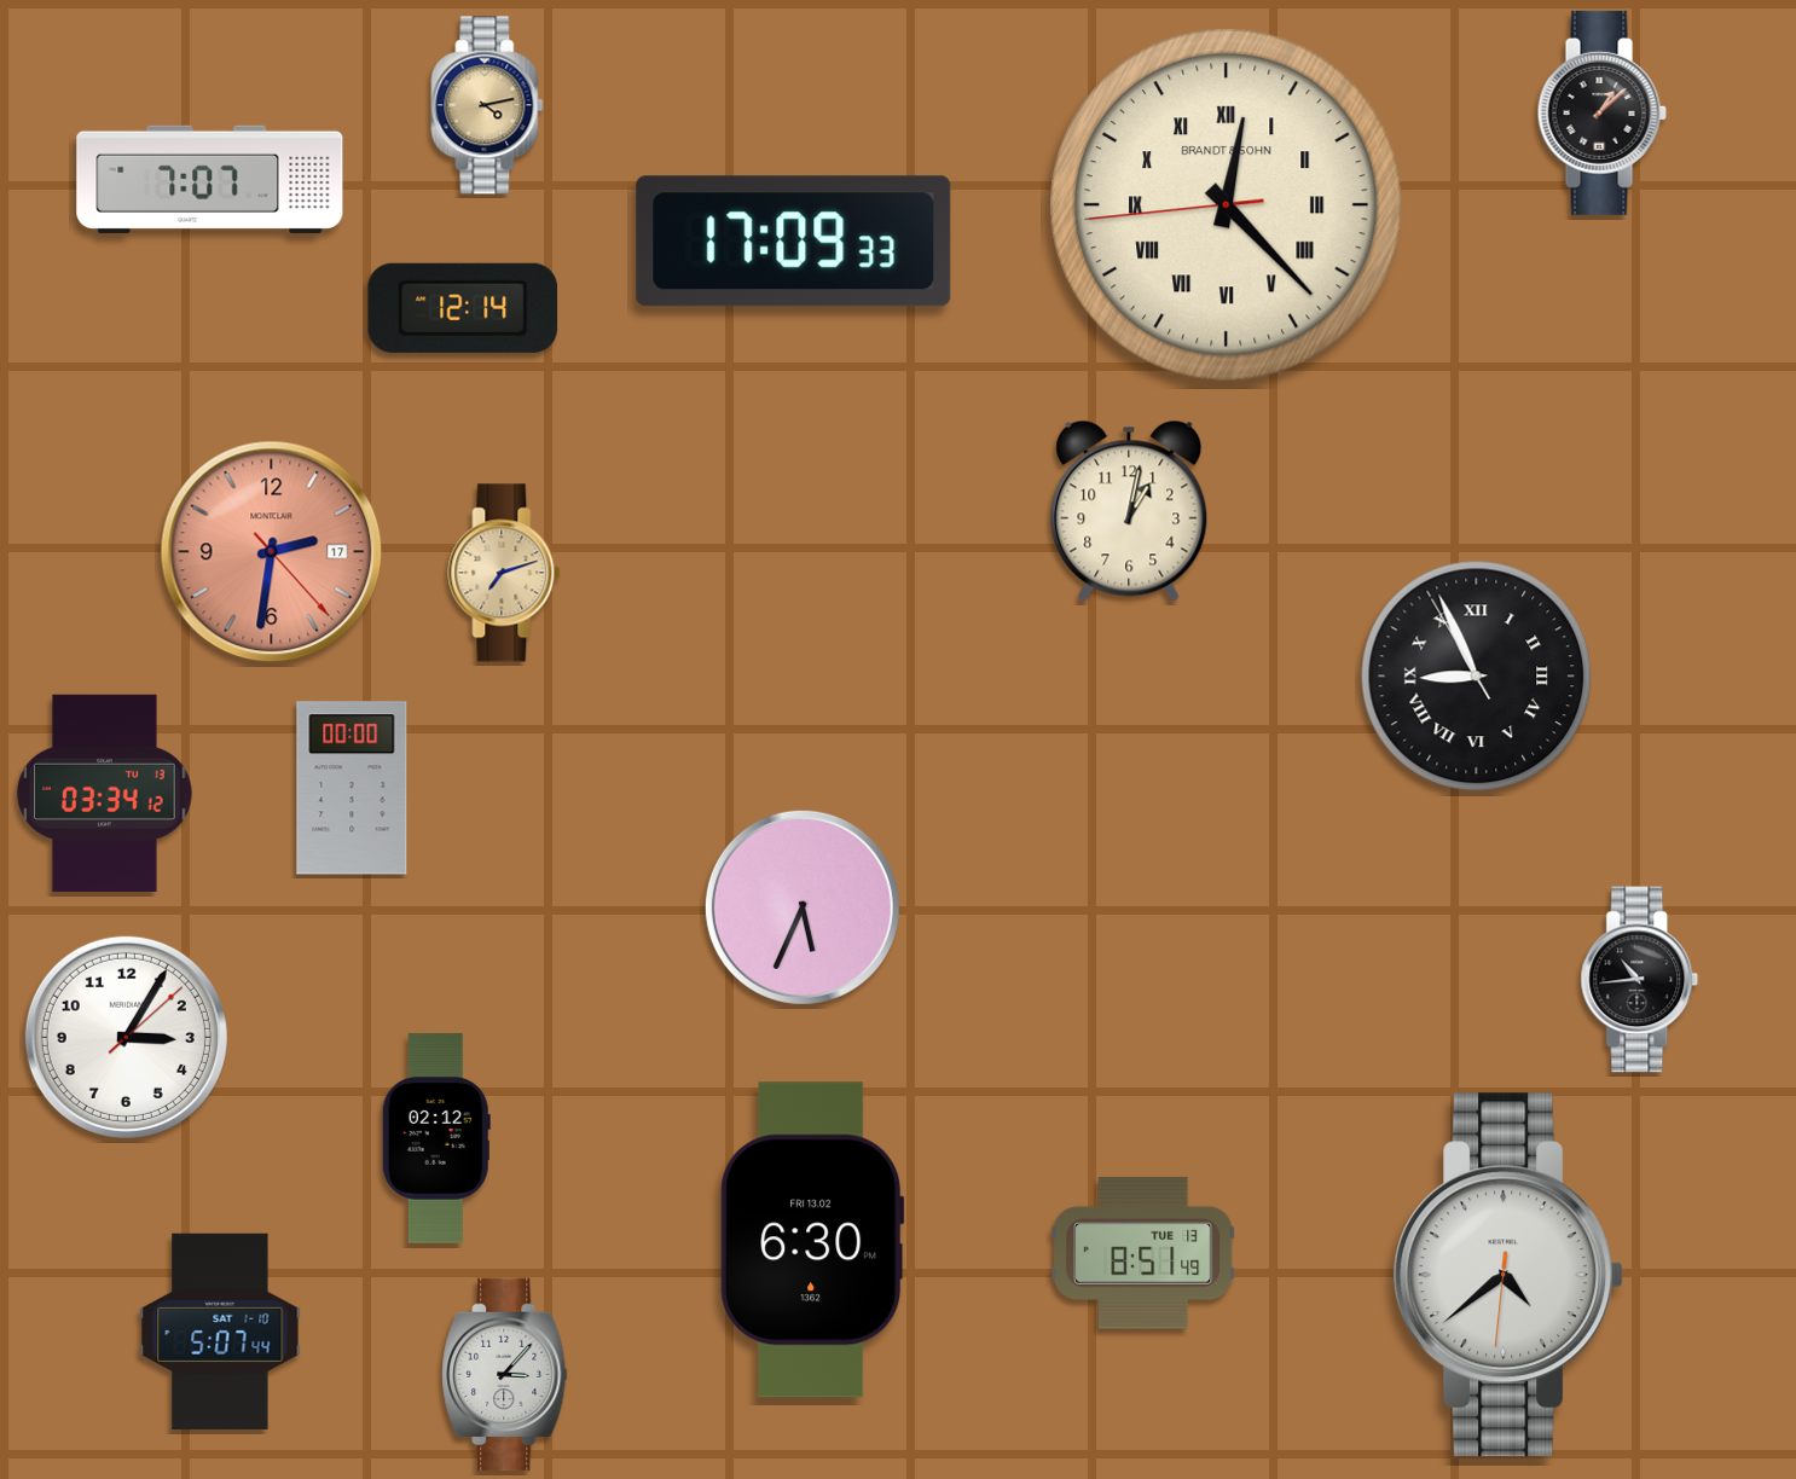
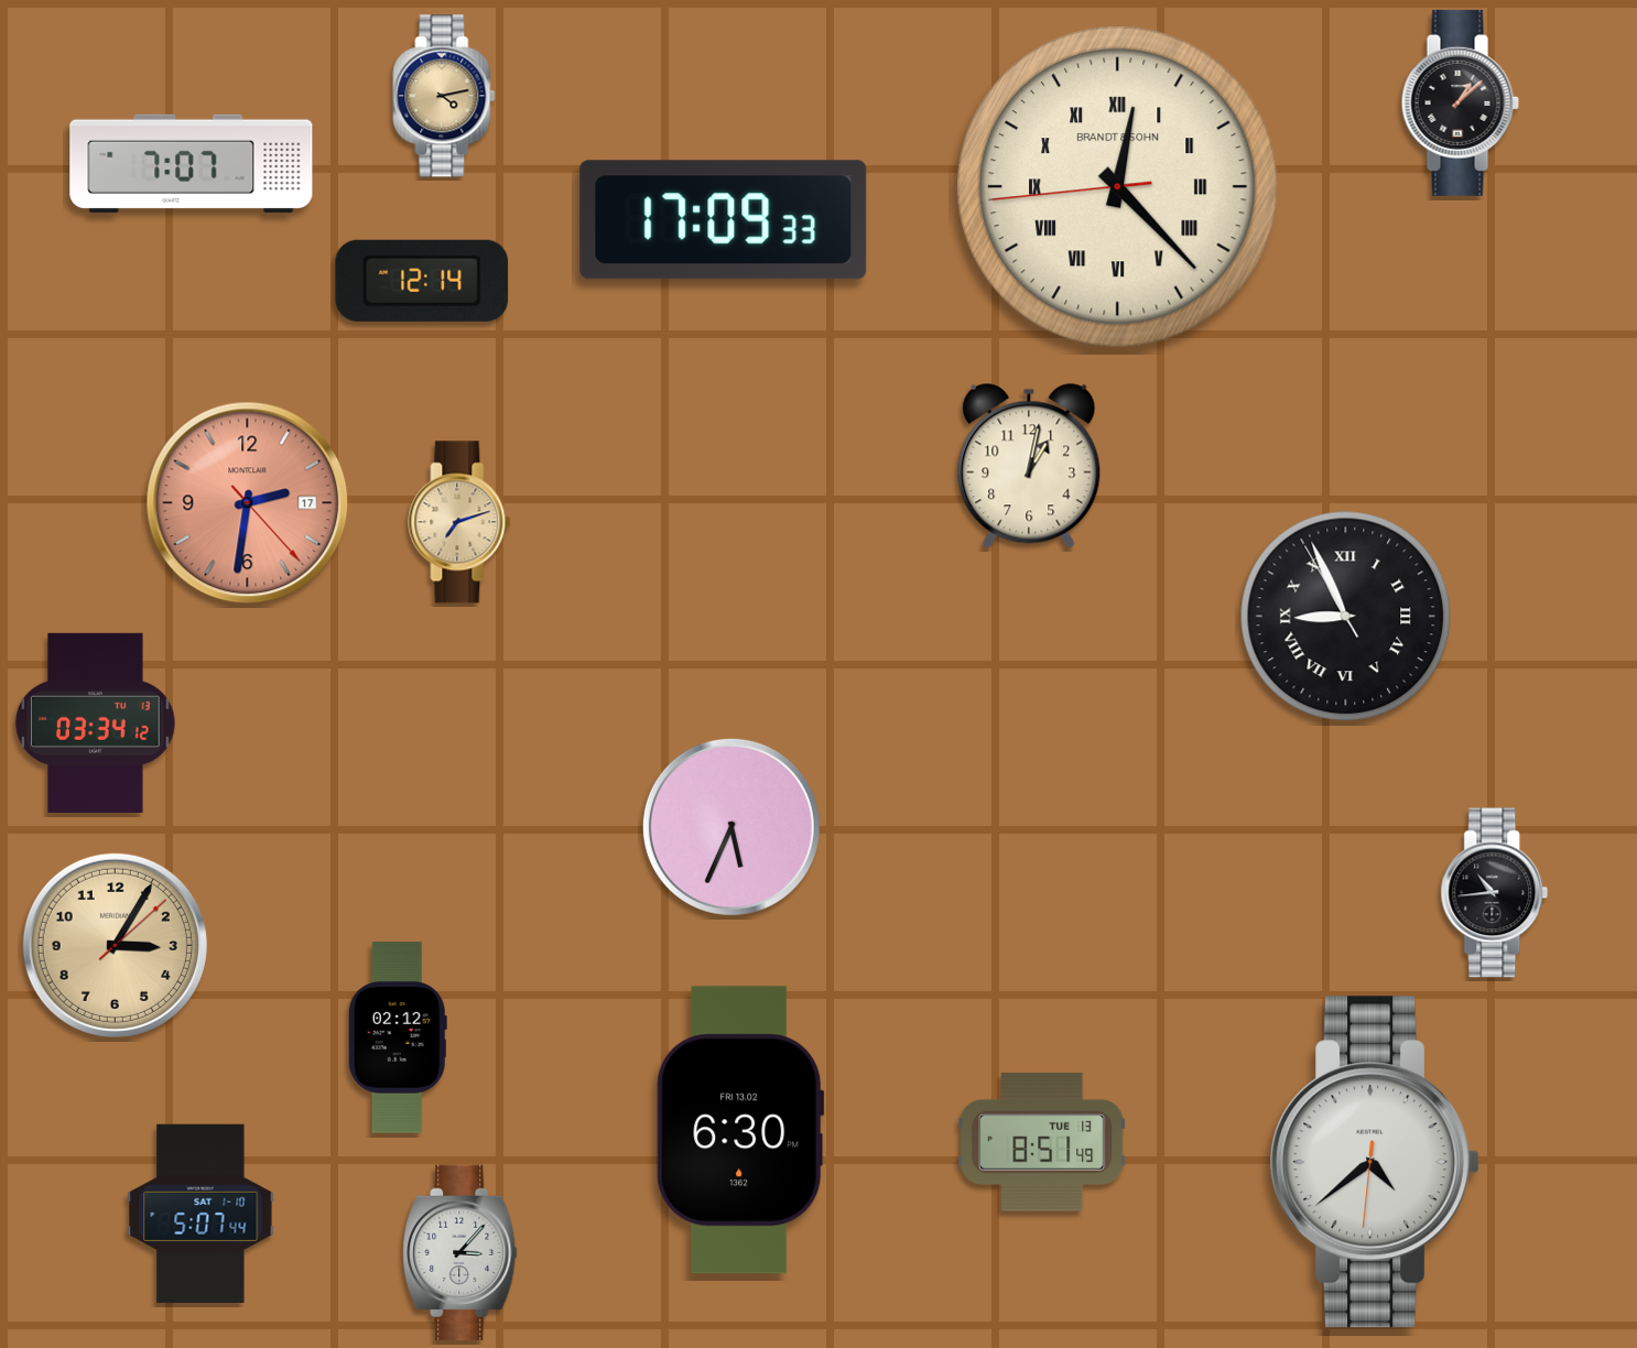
clock at (352, 788): 00:00 -> none
clock at (126, 1037) dial: white -> champagne
